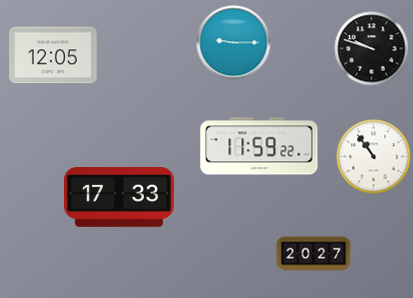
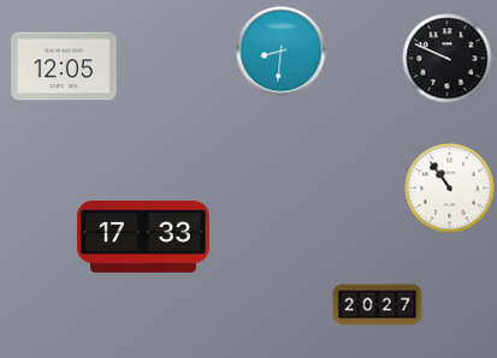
clock at (234, 43): 9:15 -> 8:31
clock at (372, 49): 9:48 -> 9:49
clock at (259, 146): 11:59 -> none
